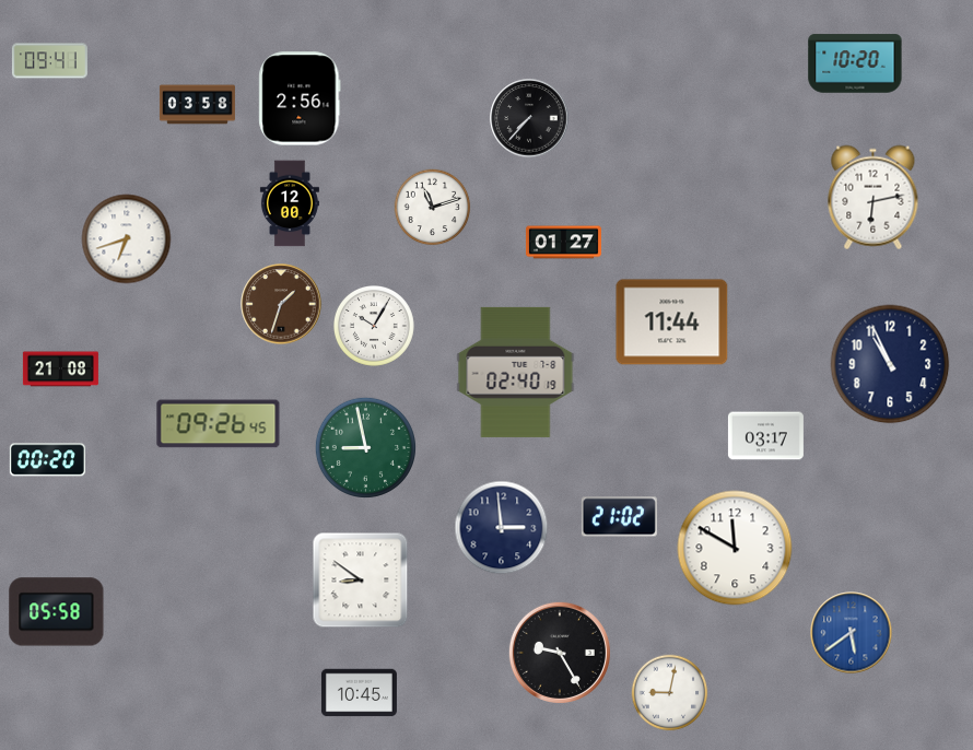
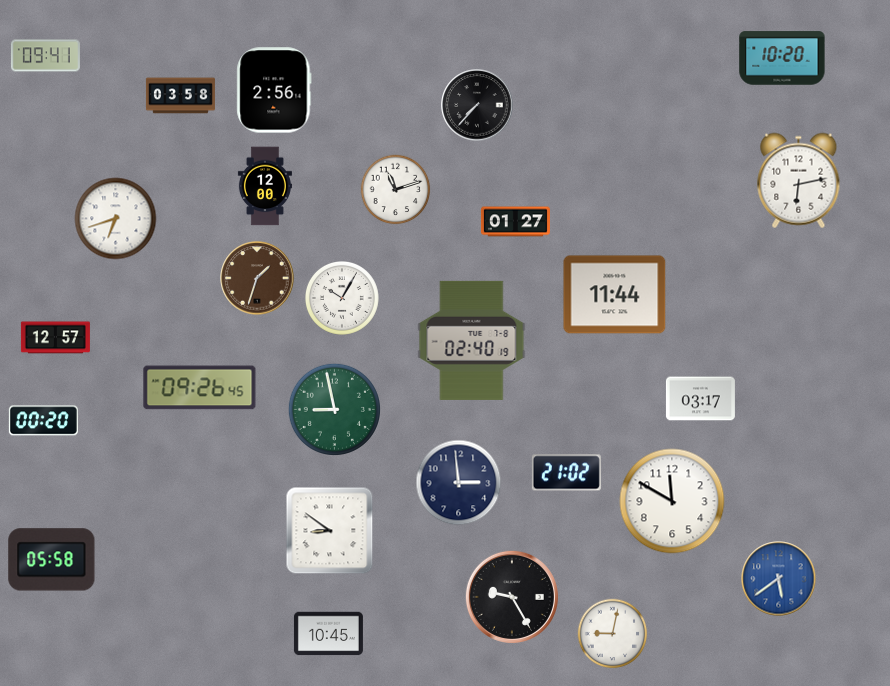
clock at (529, 118) position: (529, 118) -> (477, 105)
clock at (890, 364): 10:56 -> none
clock at (60, 370): 21:08 -> 12:57
